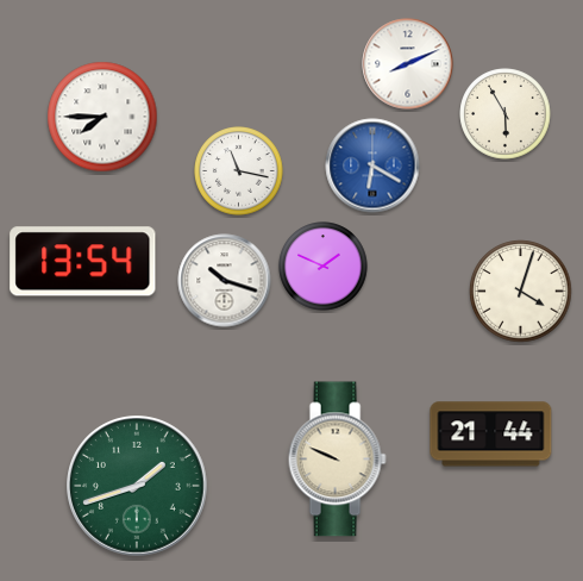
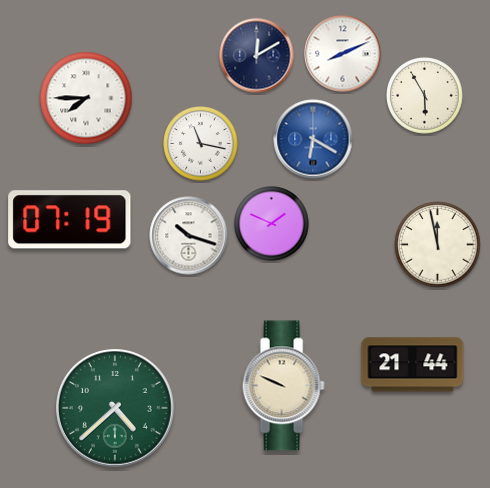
clock at (257, 56): none -> 12:10
clock at (83, 262): 13:54 -> 07:19
clock at (521, 292): 4:03 -> 11:58
clock at (137, 486): 1:42 -> 4:38
